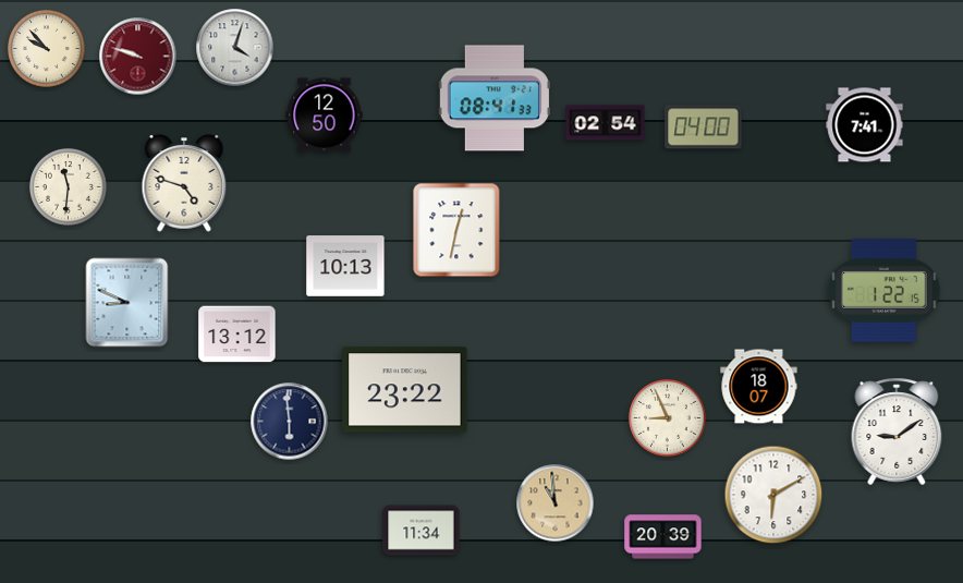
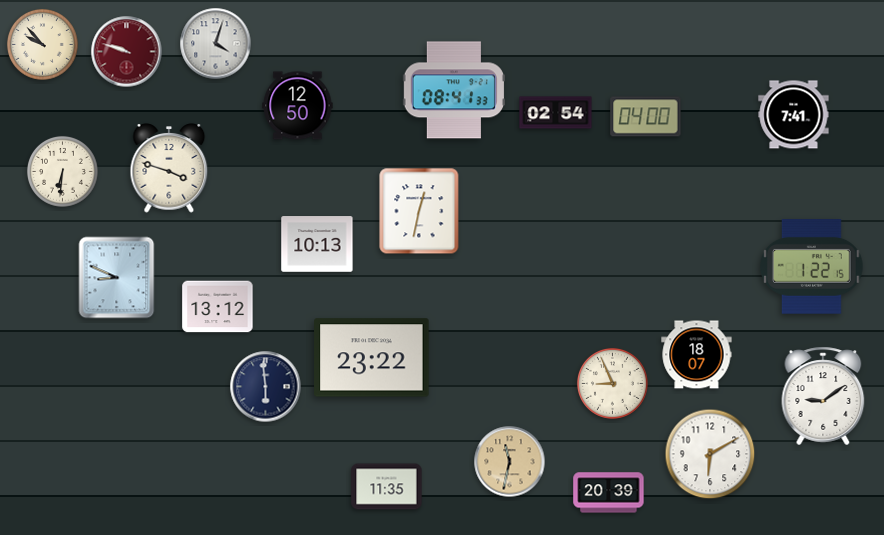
clock at (184, 183): 4:48 -> 3:48
clock at (68, 186): 11:31 -> 6:31
clock at (556, 503): 10:59 -> 11:32
clock at (422, 531): 11:34 -> 11:35
